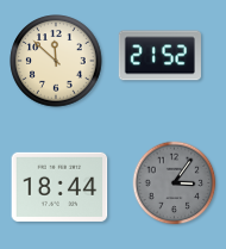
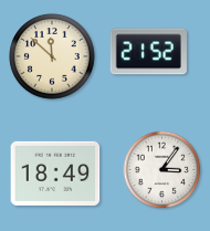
clock at (175, 183) dial: grey -> white
clock at (59, 187): 18:44 -> 18:49
